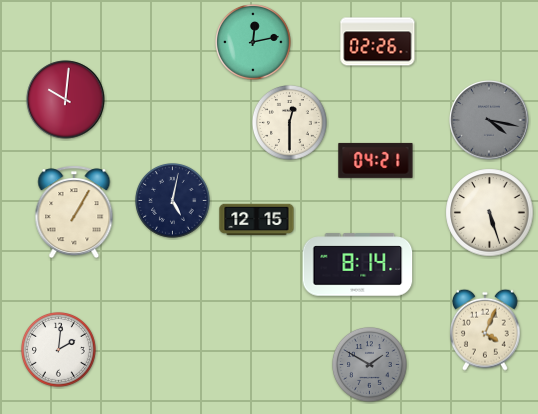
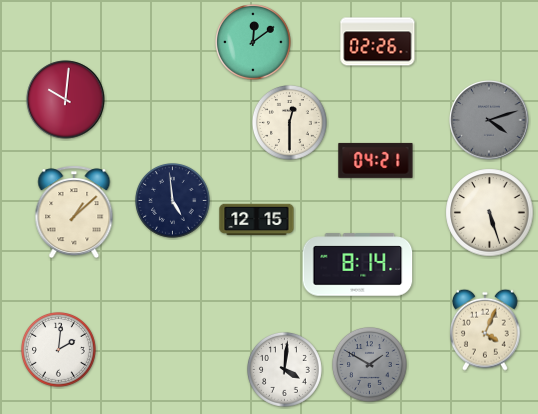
clock at (254, 43): 12:13 -> 12:09
clock at (489, 120): 4:17 -> 4:12
clock at (173, 201): 5:02 -> 4:59
clock at (74, 212): 1:05 -> 1:08
clock at (285, 370): none -> 4:01
